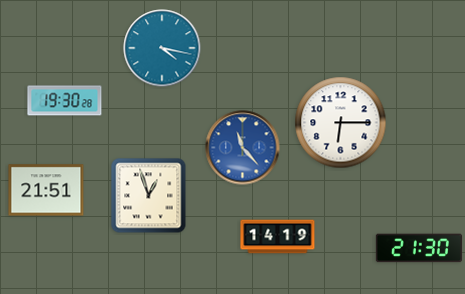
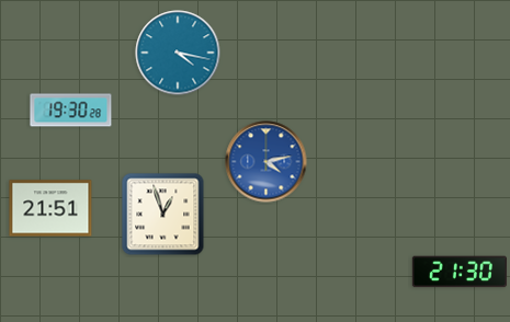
clock at (341, 123): 6:15 -> none
clock at (243, 148): 11:23 -> 4:13
clock at (278, 237): 14:19 -> none
